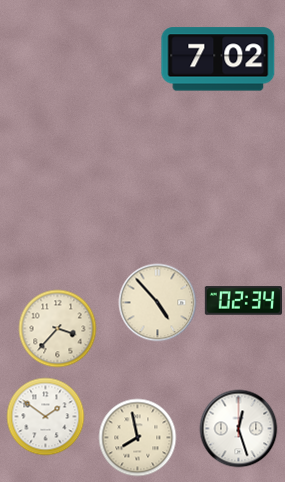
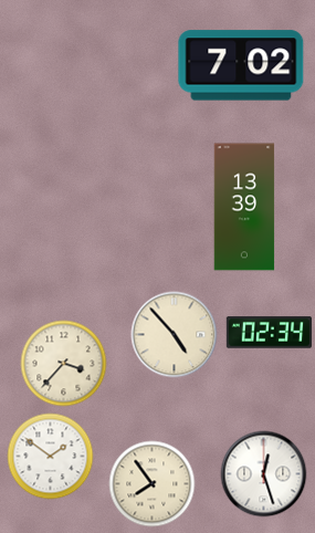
clock at (244, 207): none -> 13:39
clock at (45, 416) position: (45, 416) -> (50, 456)
clock at (137, 437): 7:58 -> 7:54
